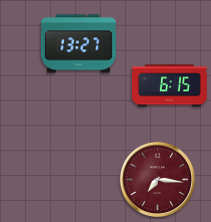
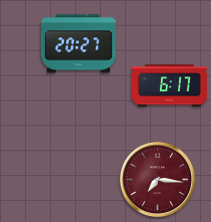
clock at (78, 44): 13:27 -> 20:27
clock at (169, 86): 6:15 -> 6:17
